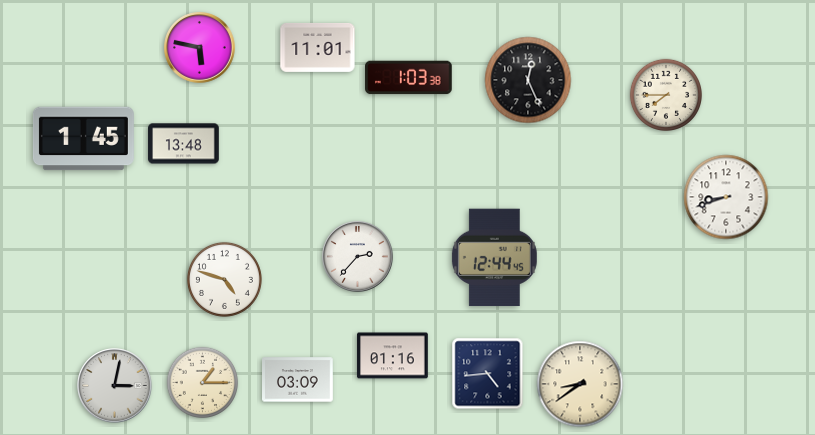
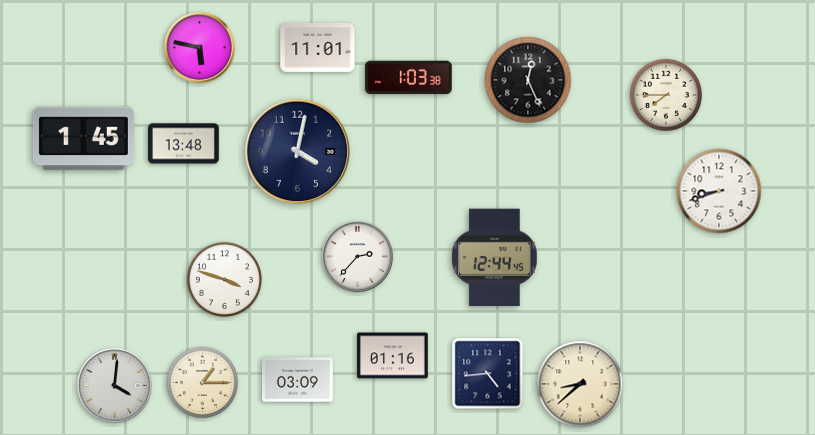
clock at (298, 152): none -> 4:02
clock at (726, 197) position: (726, 197) -> (719, 191)
clock at (224, 279): 4:48 -> 3:48
clock at (580, 384): 8:39 -> 8:38
clock at (115, 386): 3:02 -> 4:01
